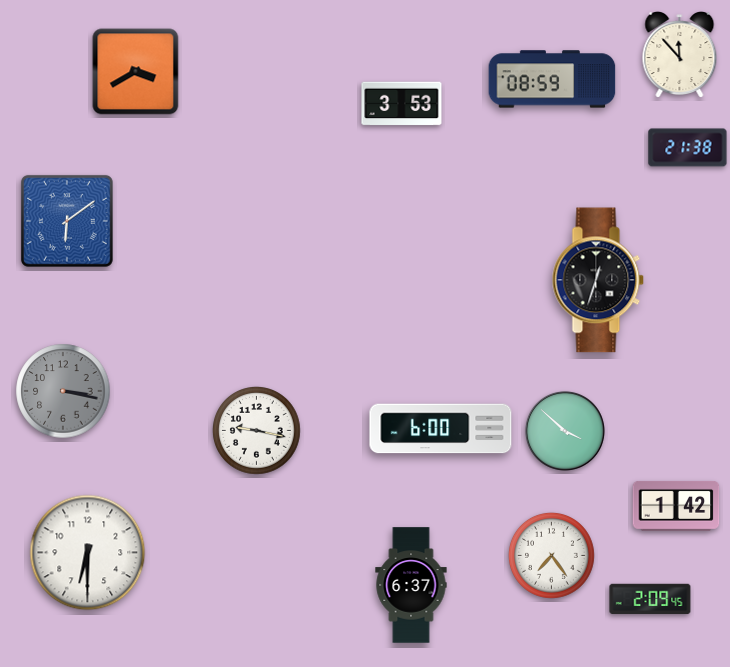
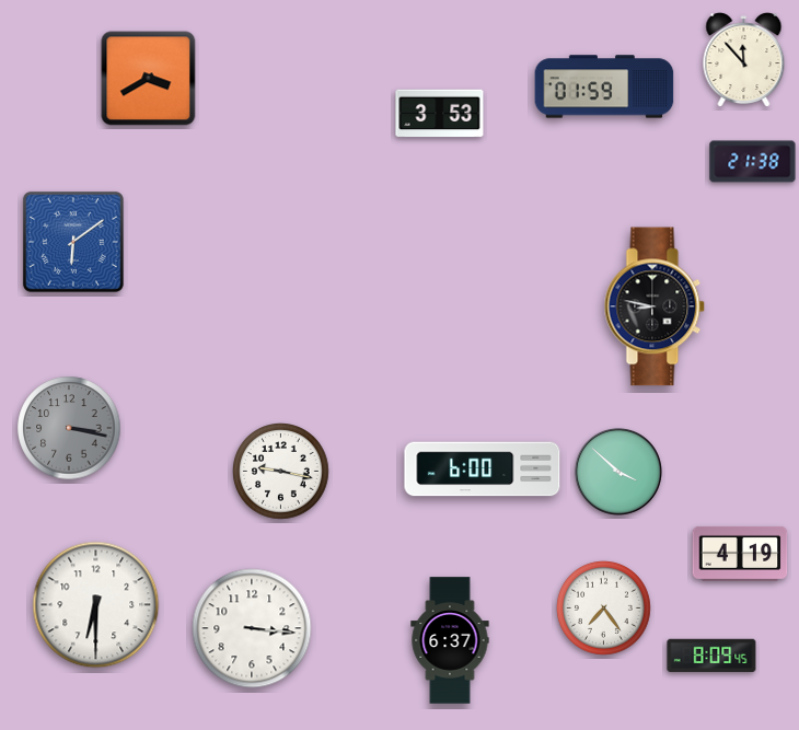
clock at (552, 79): 08:59 -> 01:59
clock at (598, 280): 12:33 -> 8:47
clock at (676, 506): 1:42 -> 4:19
clock at (252, 628): none -> 3:16
clock at (650, 599): 2:09 -> 8:09
